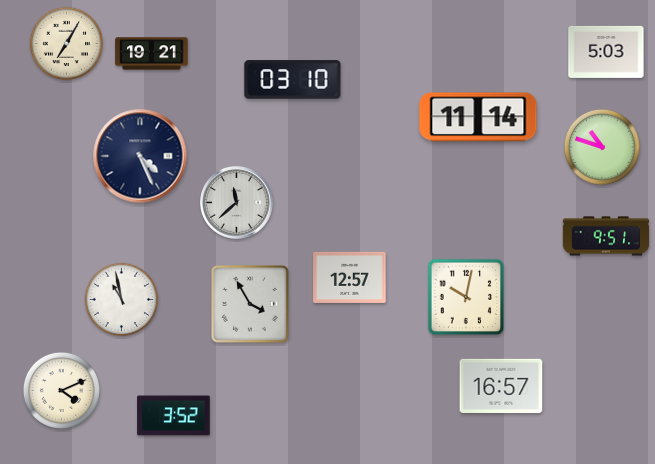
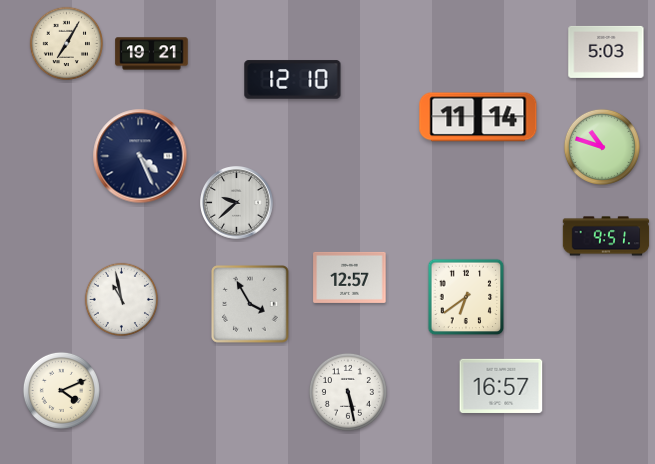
clock at (293, 80): 03:10 -> 12:10
clock at (237, 203): 11:38 -> 9:38
clock at (466, 297): 10:02 -> 6:39
clock at (348, 392): none -> 5:28
clock at (174, 416): 3:52 -> none
